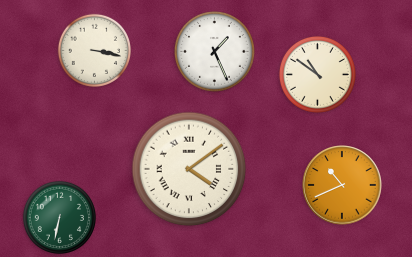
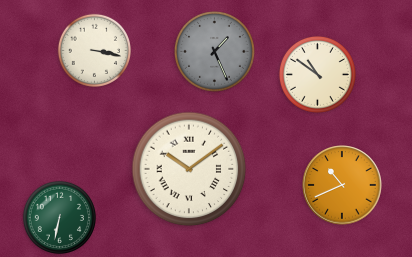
clock at (215, 52) dial: white -> grey
clock at (189, 169): 4:09 -> 10:09
